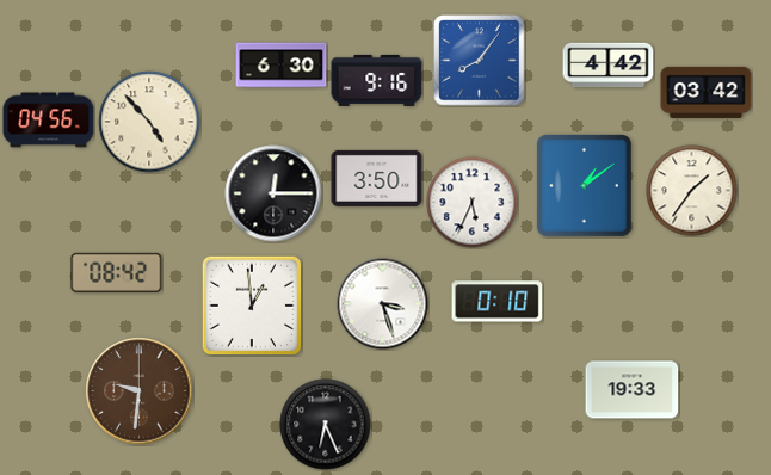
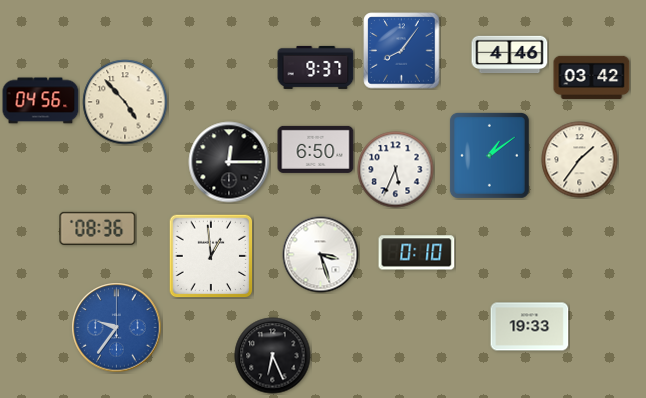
clock at (282, 66): 6:30 -> none
clock at (609, 66): 4:42 -> 4:46
clock at (377, 80): 9:16 -> 9:37
clock at (377, 178): 3:50 -> 6:50
clock at (117, 272): 08:42 -> 08:36
clock at (140, 391): 9:31 -> 9:36
clock at (140, 391) dial: brown -> blue
